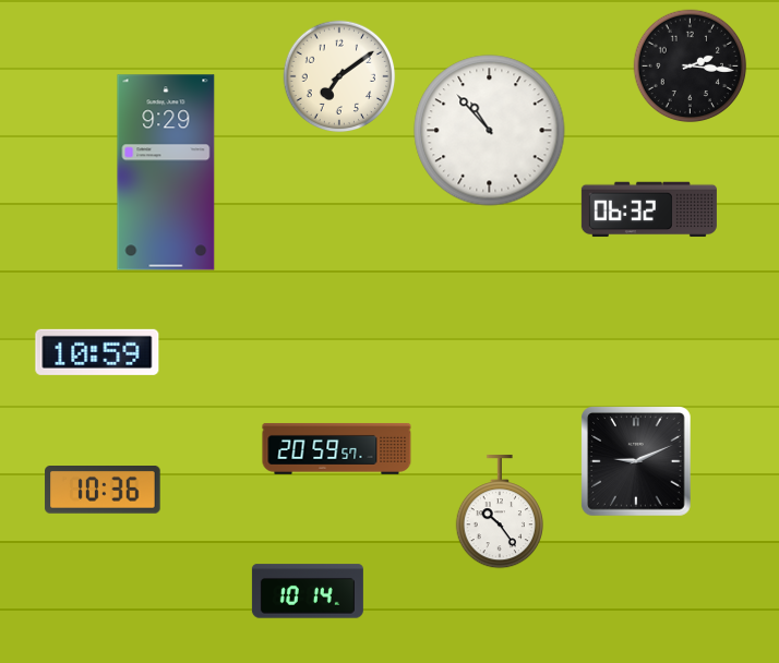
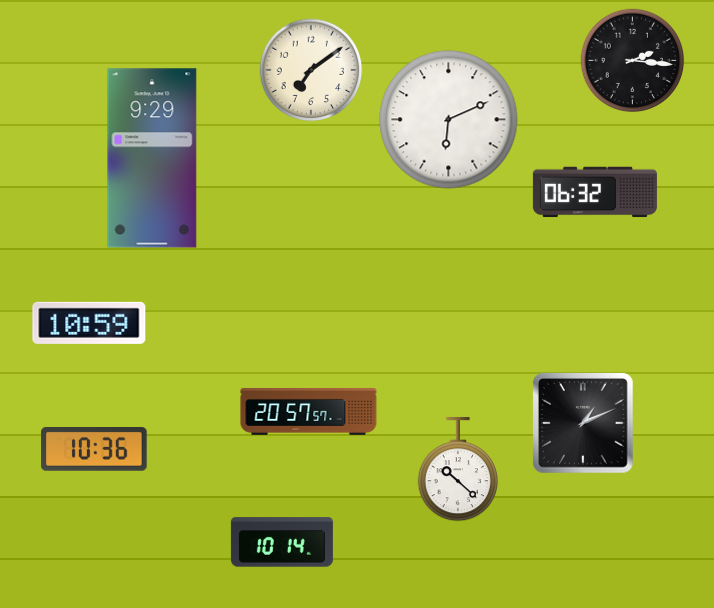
clock at (490, 131): 10:53 -> 6:11
clock at (337, 449): 20:59 -> 20:57
clock at (637, 462): 9:11 -> 1:11
clock at (499, 511): 10:24 -> 10:22
